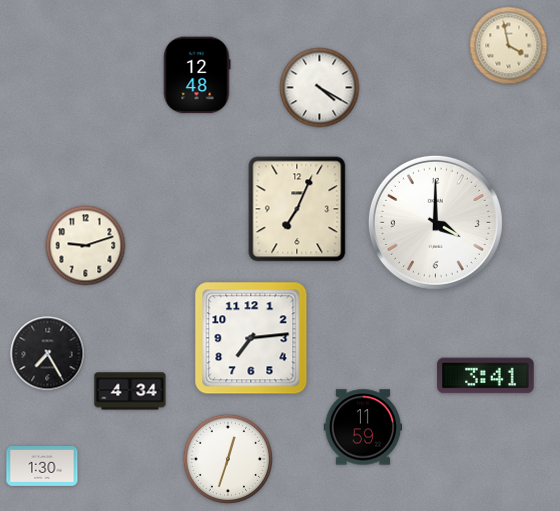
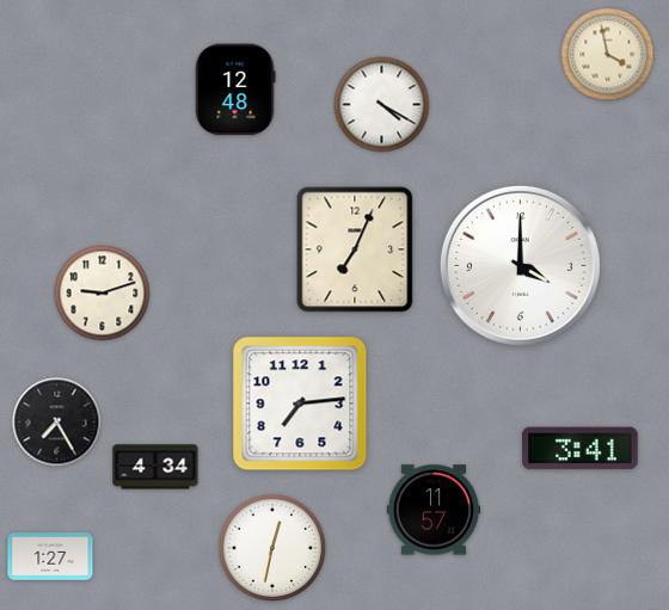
clock at (363, 427): 11:59 -> 11:57
clock at (228, 459): 12:33 -> 12:32
clock at (42, 467): 1:30 -> 1:27
